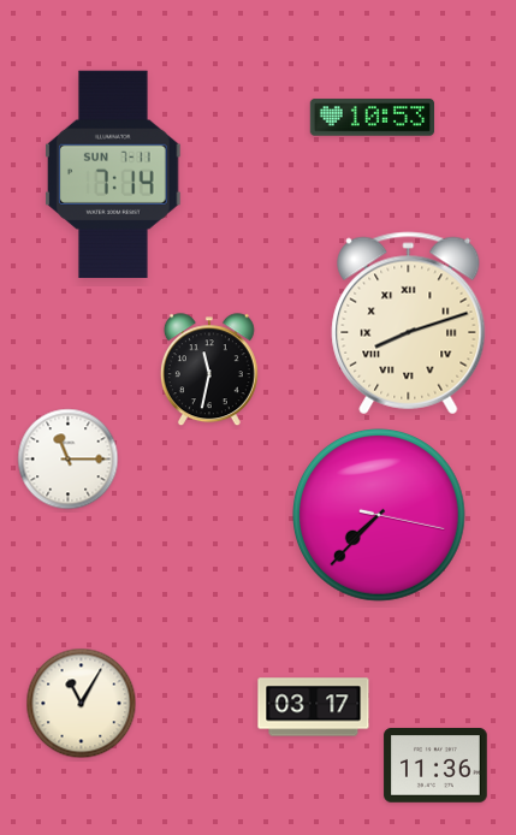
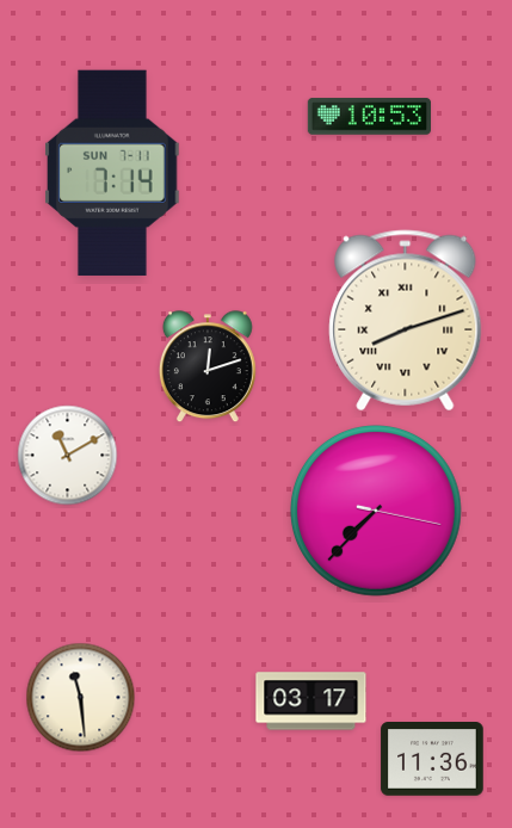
clock at (209, 371): 11:32 -> 12:12
clock at (69, 460): 11:15 -> 11:10
clock at (82, 704): 11:05 -> 11:29
